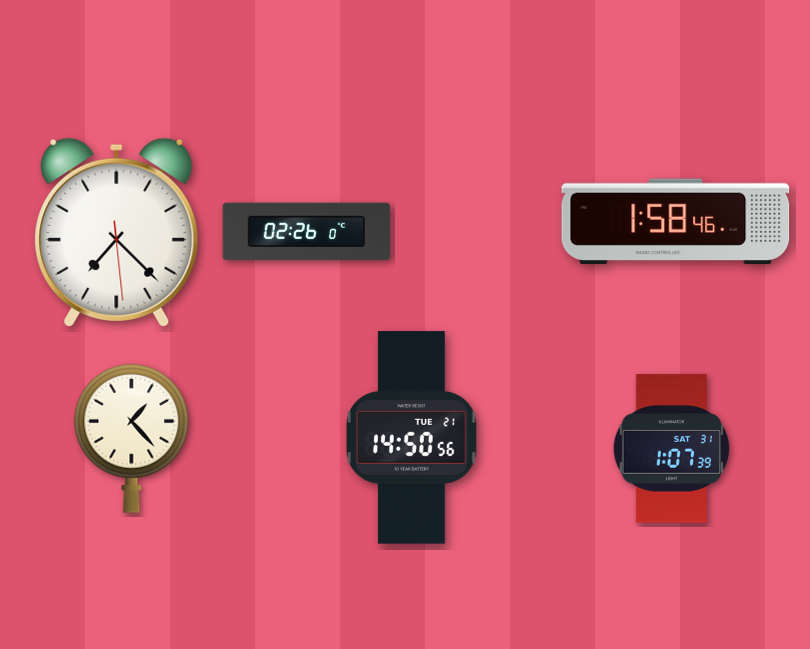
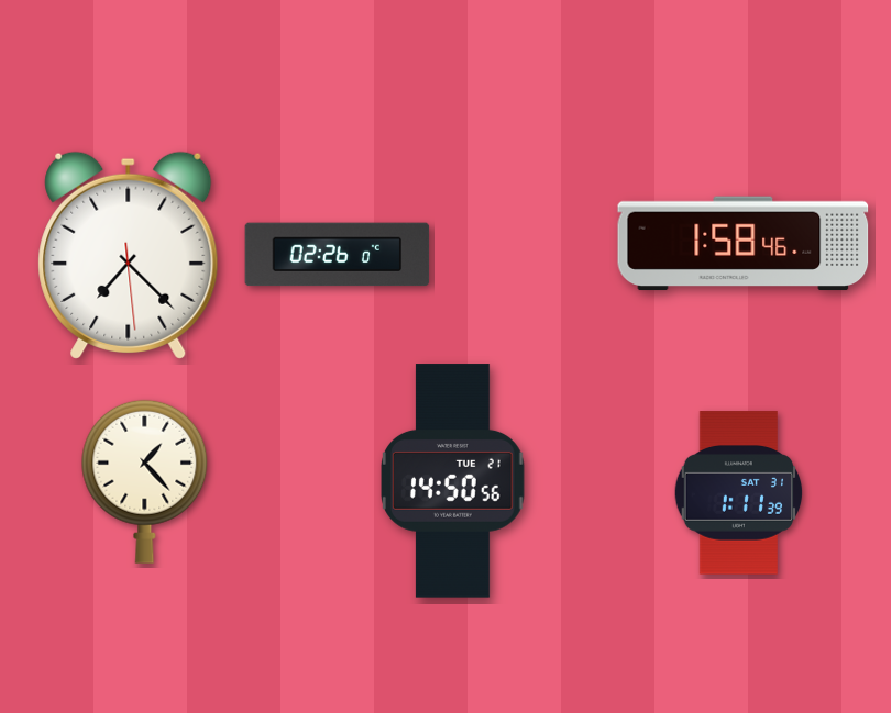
clock at (672, 449): 1:07 -> 1:11
